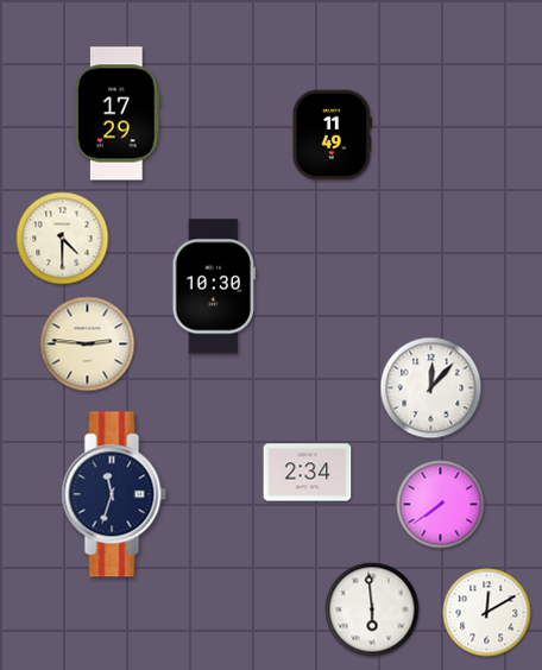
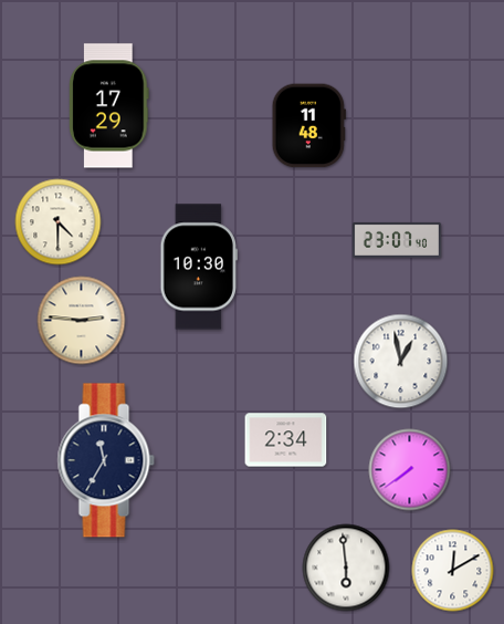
clock at (332, 135): 11:49 -> 11:48
clock at (397, 240): none -> 23:07
clock at (431, 388): 12:07 -> 12:58
clock at (114, 494): 11:33 -> 11:35
